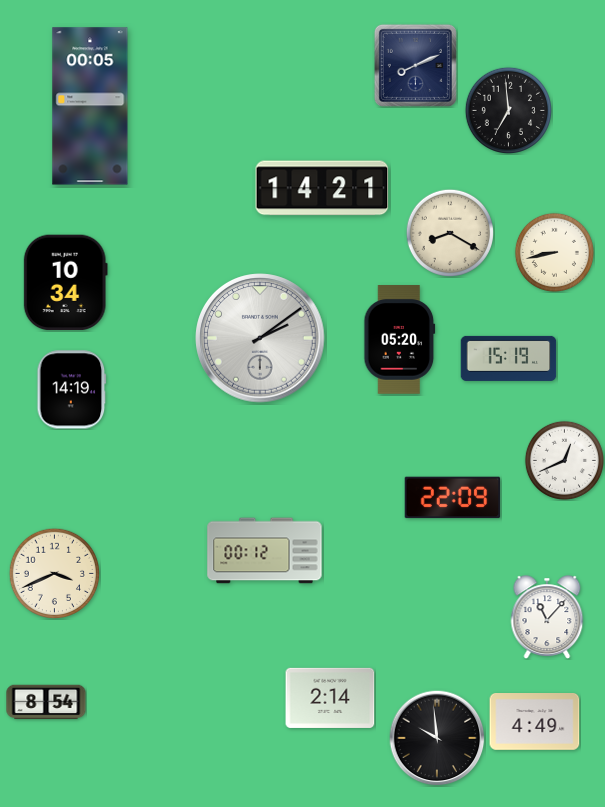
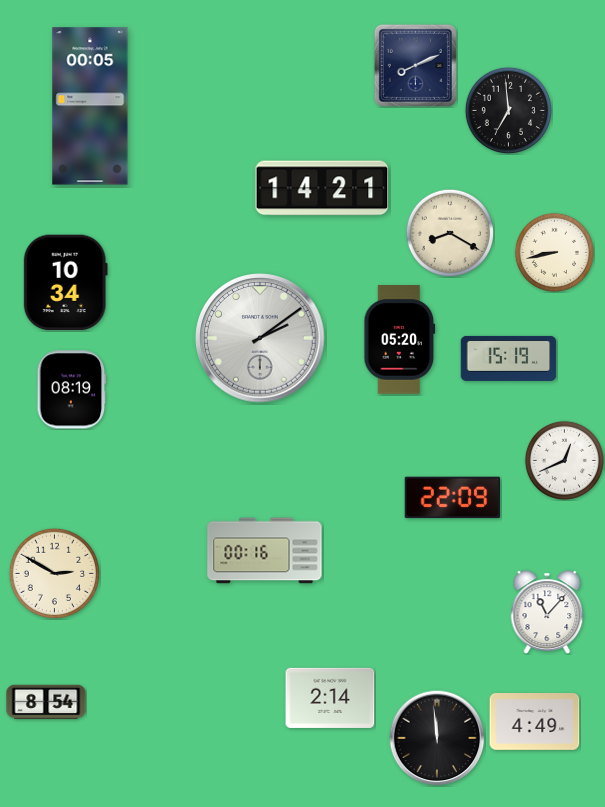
clock at (72, 390): 14:19 -> 08:19
clock at (265, 551): 00:12 -> 00:16
clock at (54, 573): 3:41 -> 2:50
clock at (547, 617) position: (547, 617) -> (547, 612)
clock at (437, 738): 9:59 -> 11:59
